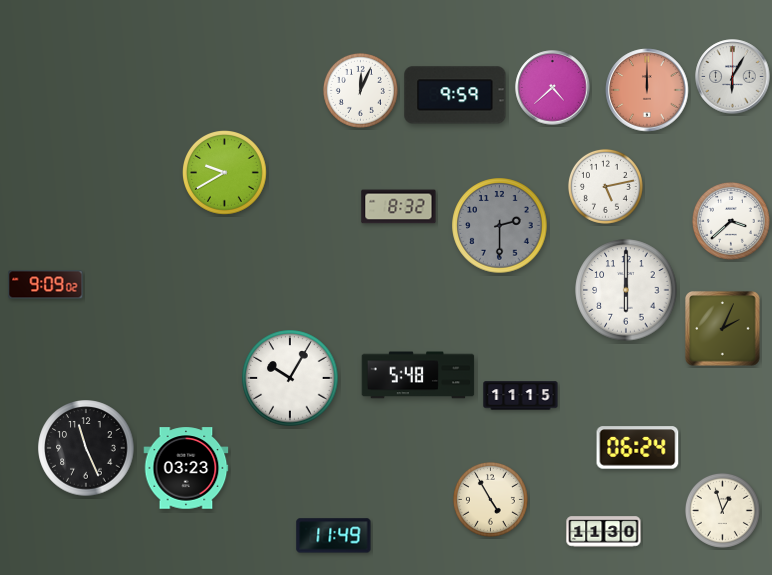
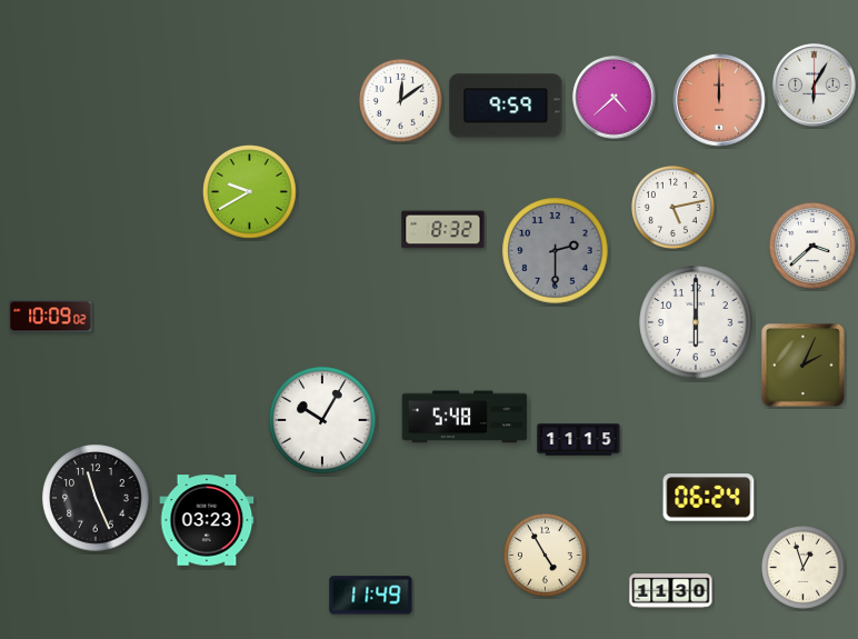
clock at (360, 90): 12:04 -> 12:09
clock at (46, 285): 9:09 -> 10:09
